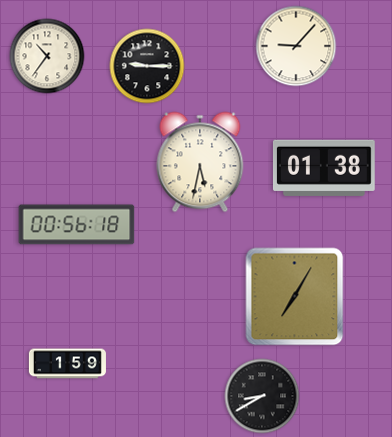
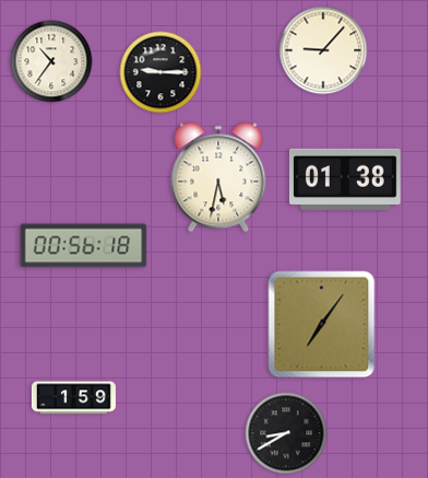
clock at (324, 168) position: (324, 168) -> (345, 179)
clock at (295, 297): 7:05 -> 7:06
